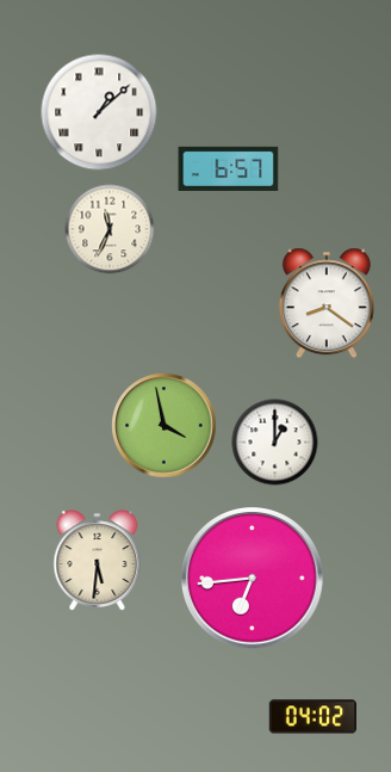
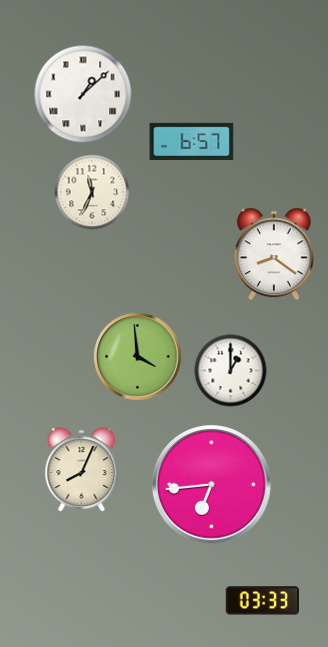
clock at (165, 426): 3:58 -> 3:59
clock at (98, 561): 5:31 -> 8:04
clock at (312, 717): 04:02 -> 03:33
